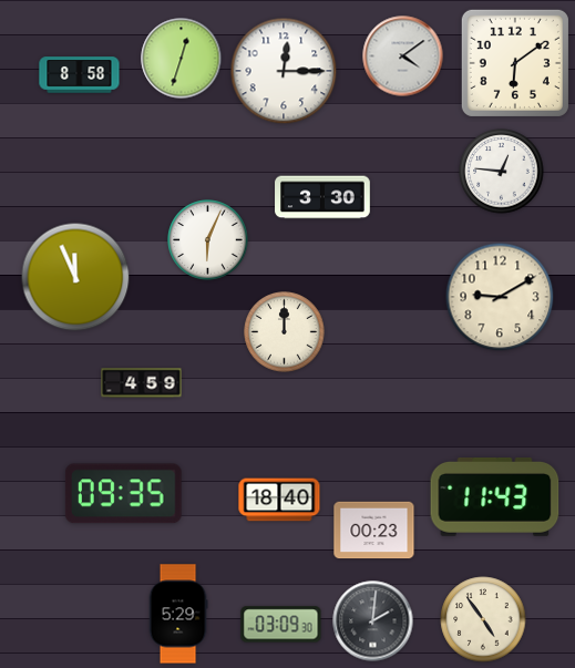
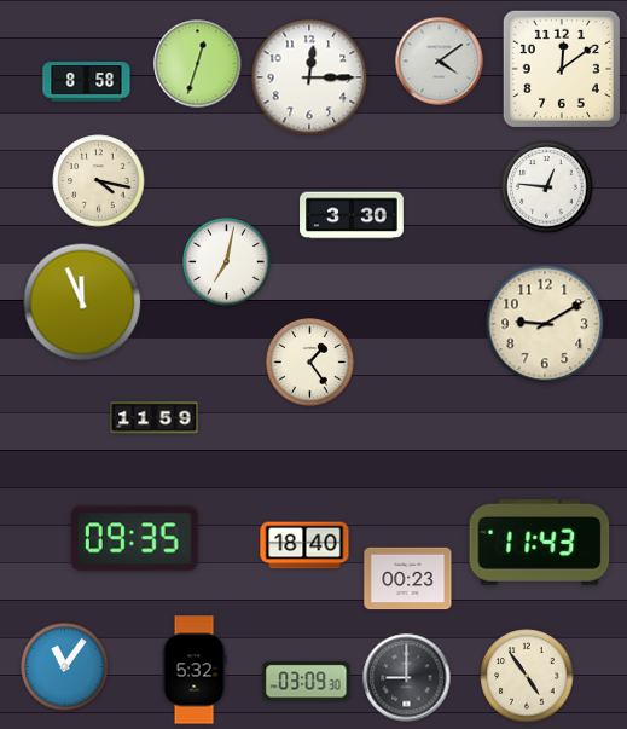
clock at (515, 63): 6:09 -> 12:09
clock at (99, 181): none -> 4:17
clock at (208, 240): 6:04 -> 7:02
clock at (285, 332): 12:00 -> 1:24
clock at (142, 383): 4:59 -> 11:59
clock at (65, 667): none -> 11:06
clock at (178, 614): 5:29 -> 5:32
clock at (373, 621): 2:01 -> 9:00
